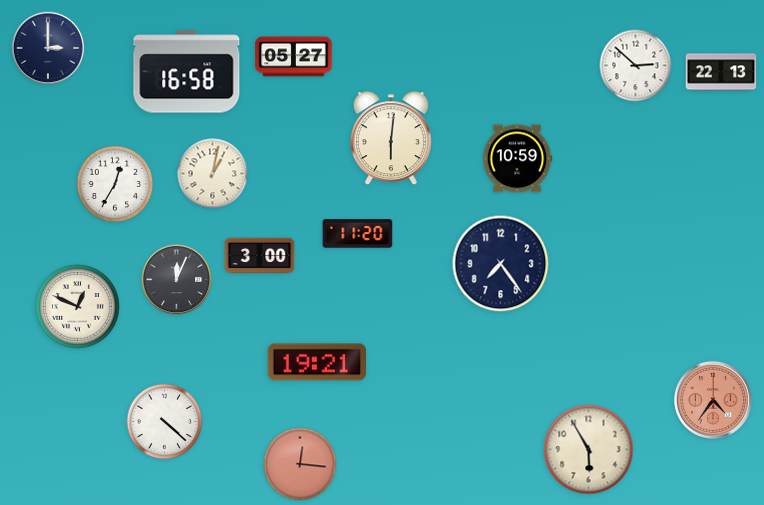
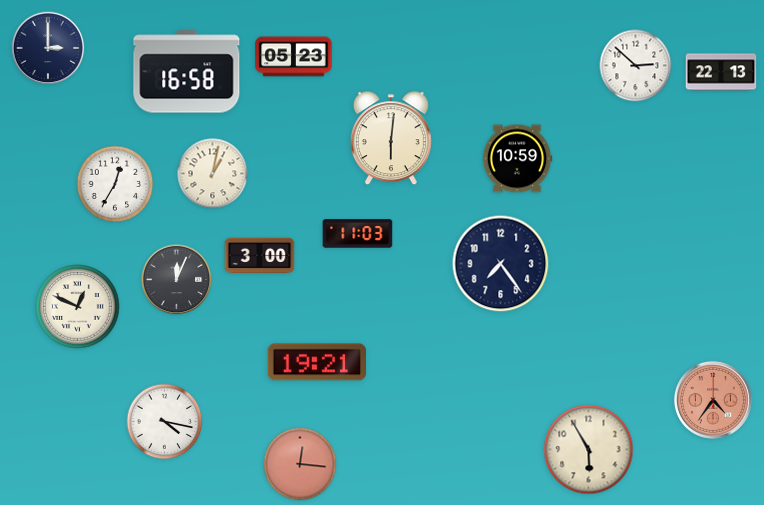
clock at (294, 57): 05:27 -> 05:23
clock at (358, 234): 11:20 -> 11:03
clock at (165, 422): 4:22 -> 4:17
